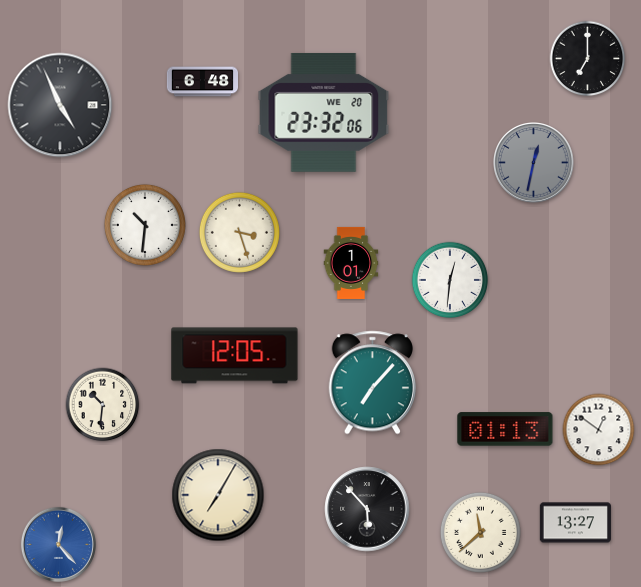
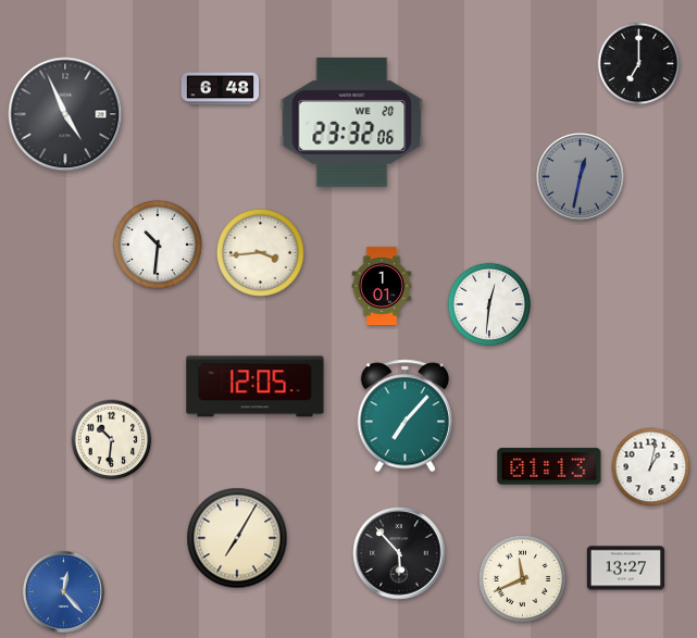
clock at (239, 232): 3:27 -> 3:44
clock at (599, 430): 12:51 -> 1:02
clock at (480, 532): 11:38 -> 11:41
